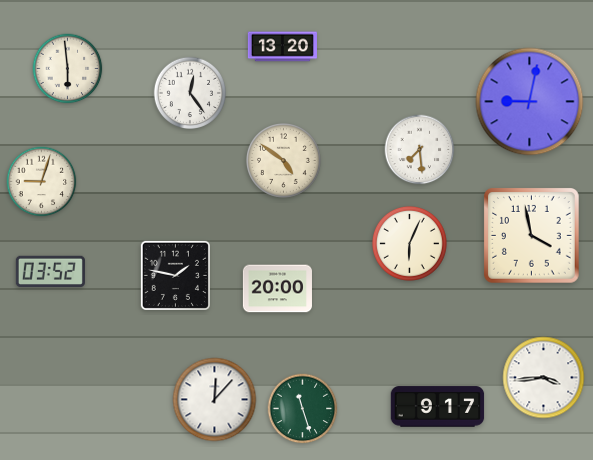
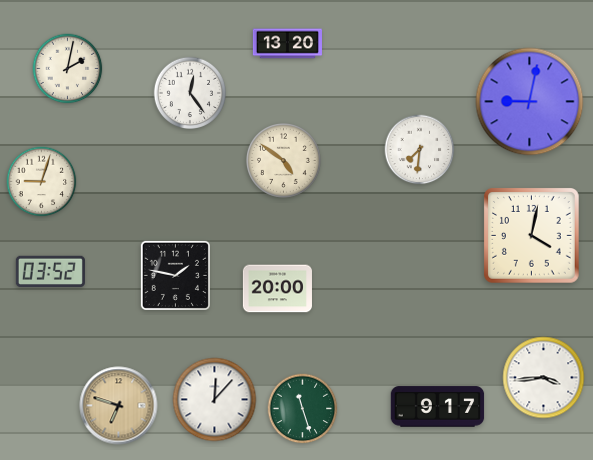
clock at (282, 47) position: (282, 47) -> (287, 44)
clock at (68, 69): 5:59 -> 2:02
clock at (420, 150): 7:29 -> 7:31
clock at (532, 236): 3:58 -> 4:02
clock at (409, 243): 6:04 -> none
clock at (119, 406): none -> 6:48
